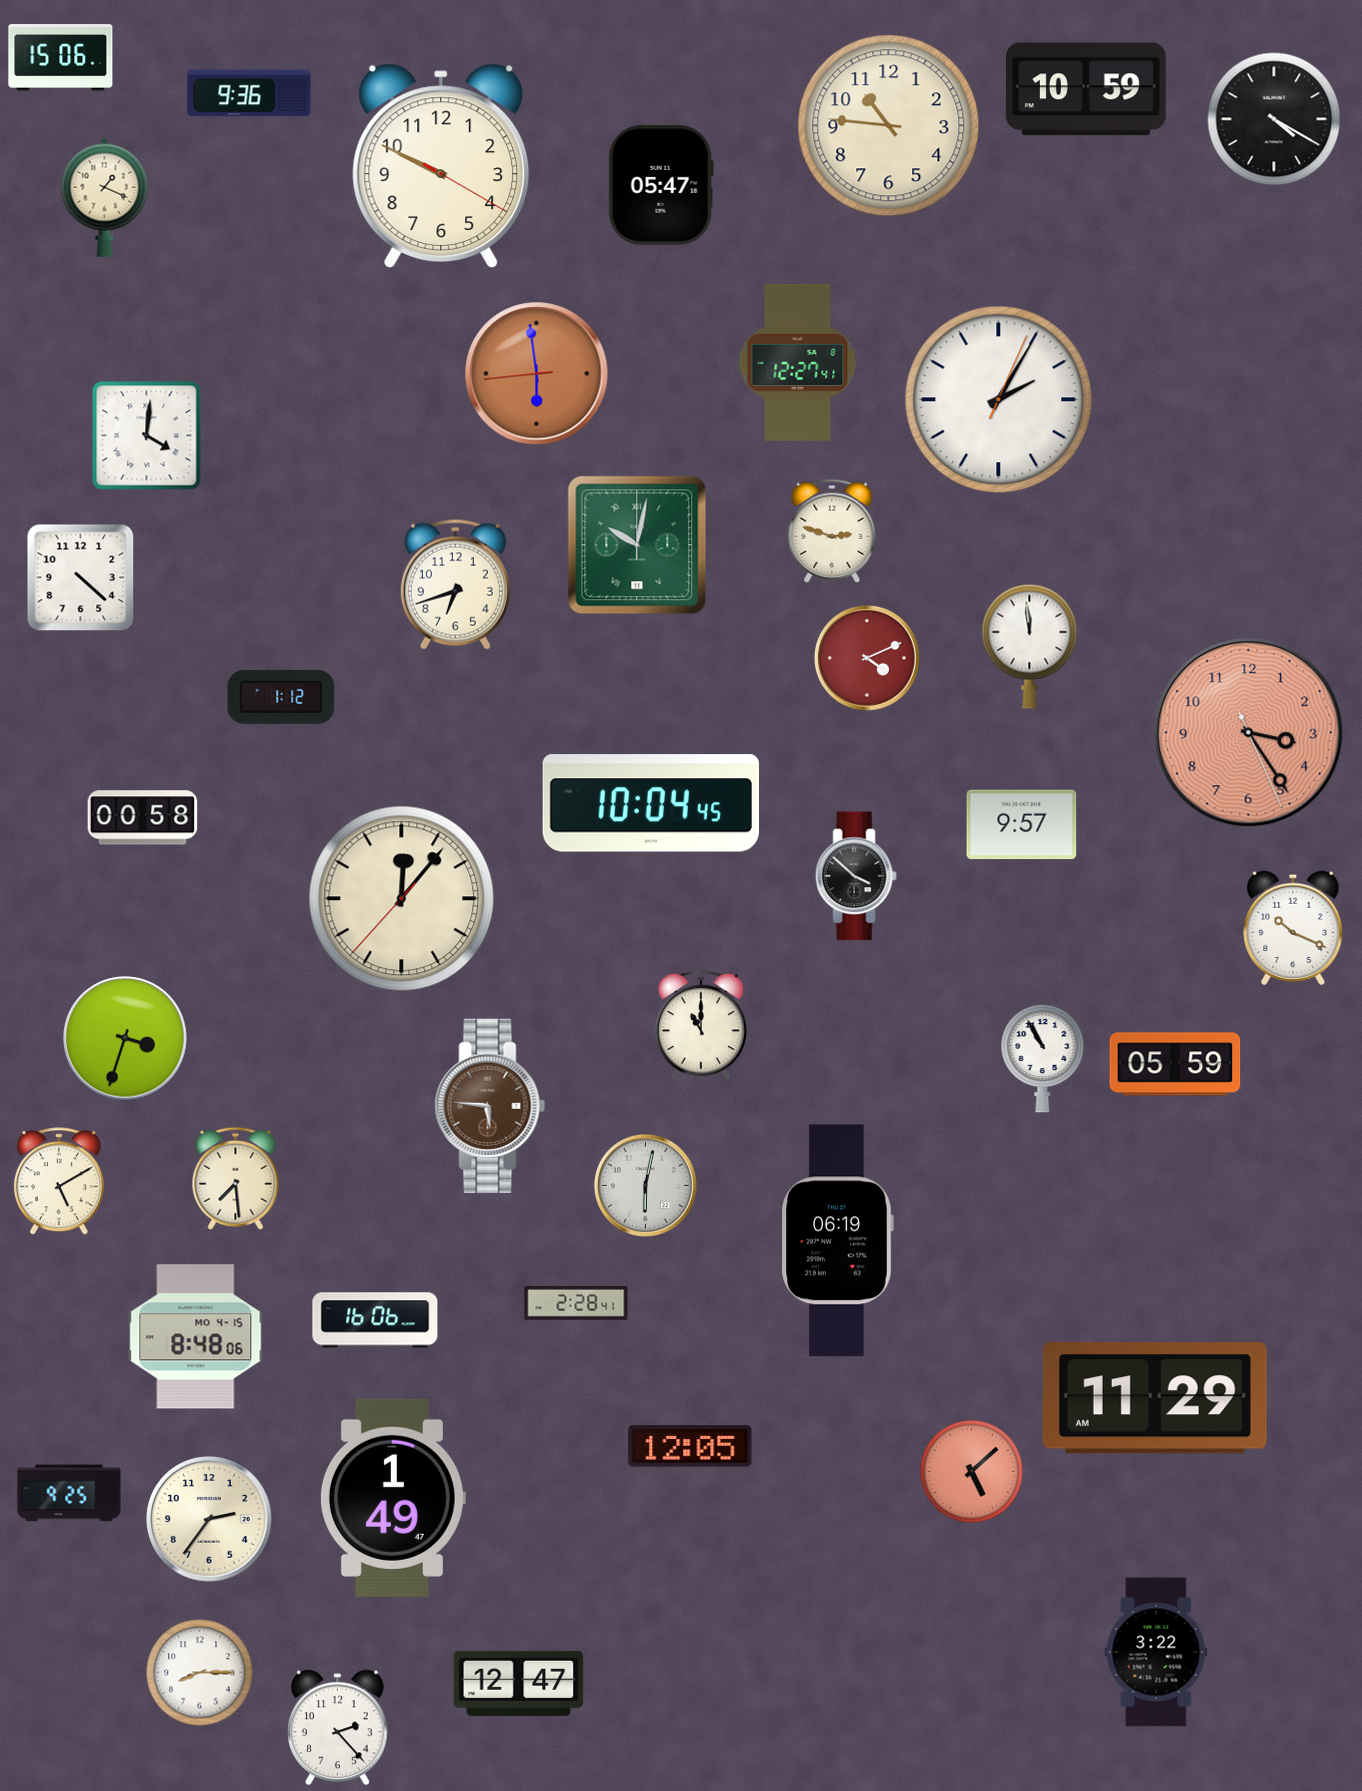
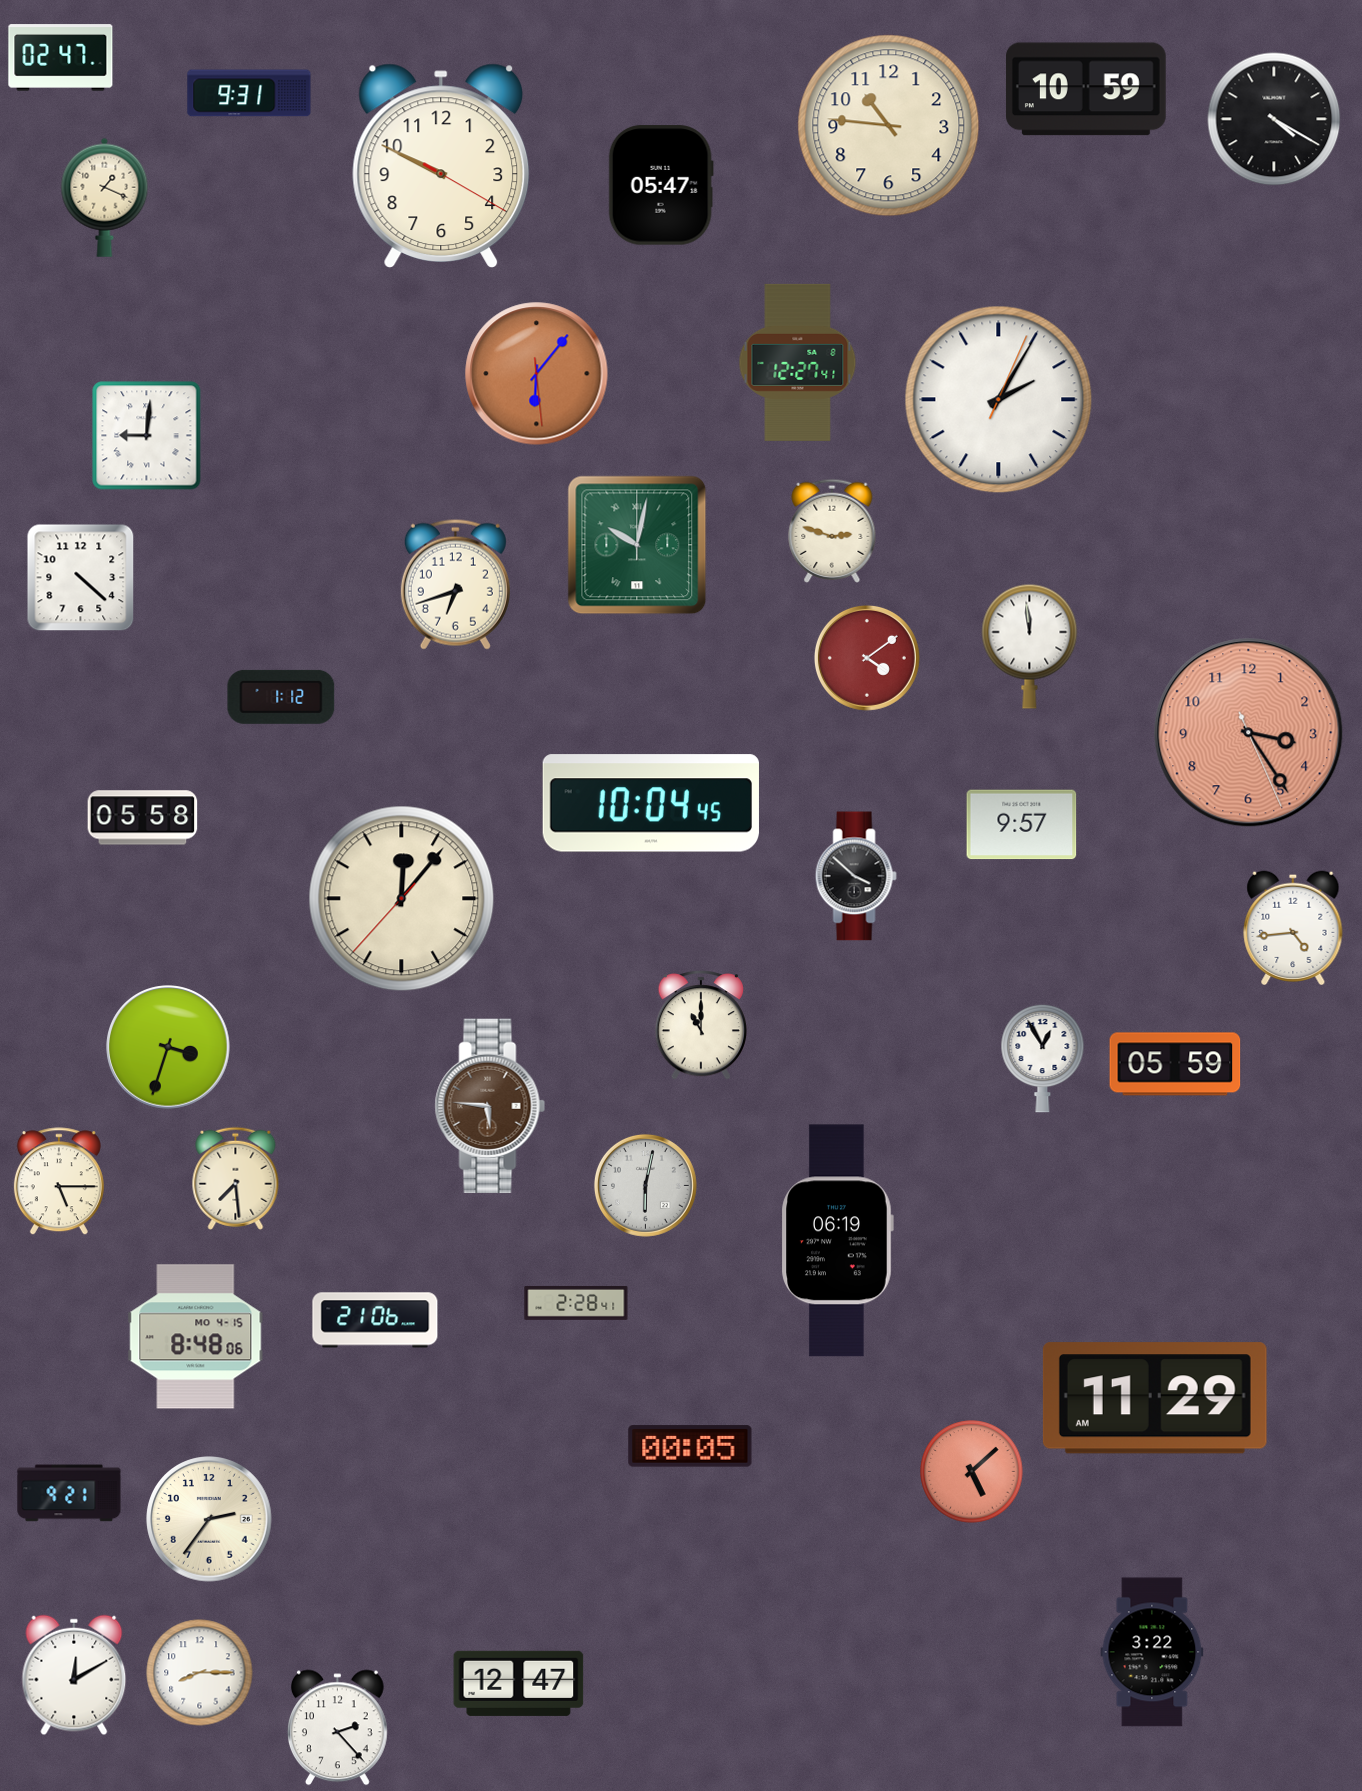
clock at (61, 58): 15:06 -> 02:47
clock at (249, 93): 9:36 -> 9:31
clock at (537, 374): 5:58 -> 6:06
clock at (147, 436): 4:01 -> 9:01
clock at (867, 658): 4:11 -> 4:09
clock at (143, 818): 00:58 -> 05:58
clock at (1293, 927): 10:19 -> 4:44
clock at (125, 1038) position: (125, 1038) -> (168, 1047)
clock at (1043, 1058): 10:55 -> 12:55
clock at (59, 1182): 5:10 -> 5:15
clock at (375, 1320): 16:06 -> 21:06
clock at (690, 1446): 12:05 -> 00:05
clock at (69, 1493): 9:25 -> 9:21
clock at (392, 1498): 1:49 -> none
clock at (1156, 1652) position: (1156, 1652) -> (1152, 1652)
clock at (74, 1675): none -> 12:10
